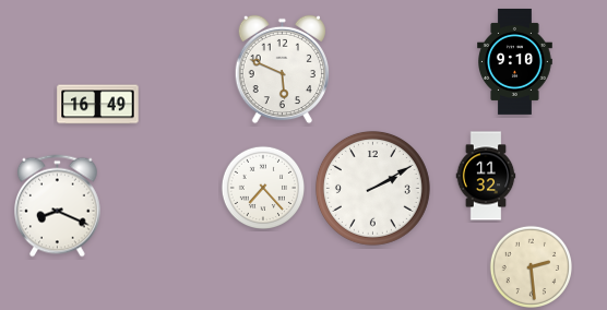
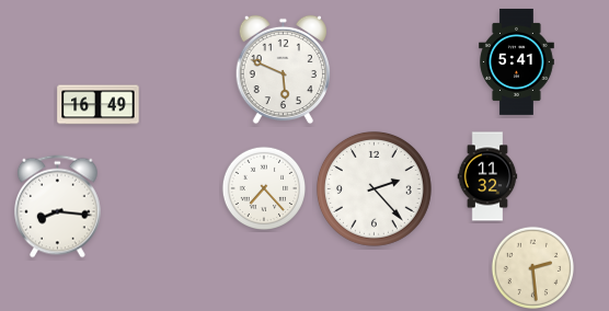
clock at (515, 61): 9:10 -> 5:41
clock at (372, 188): 2:10 -> 2:23
clock at (58, 206): 8:19 -> 8:16
